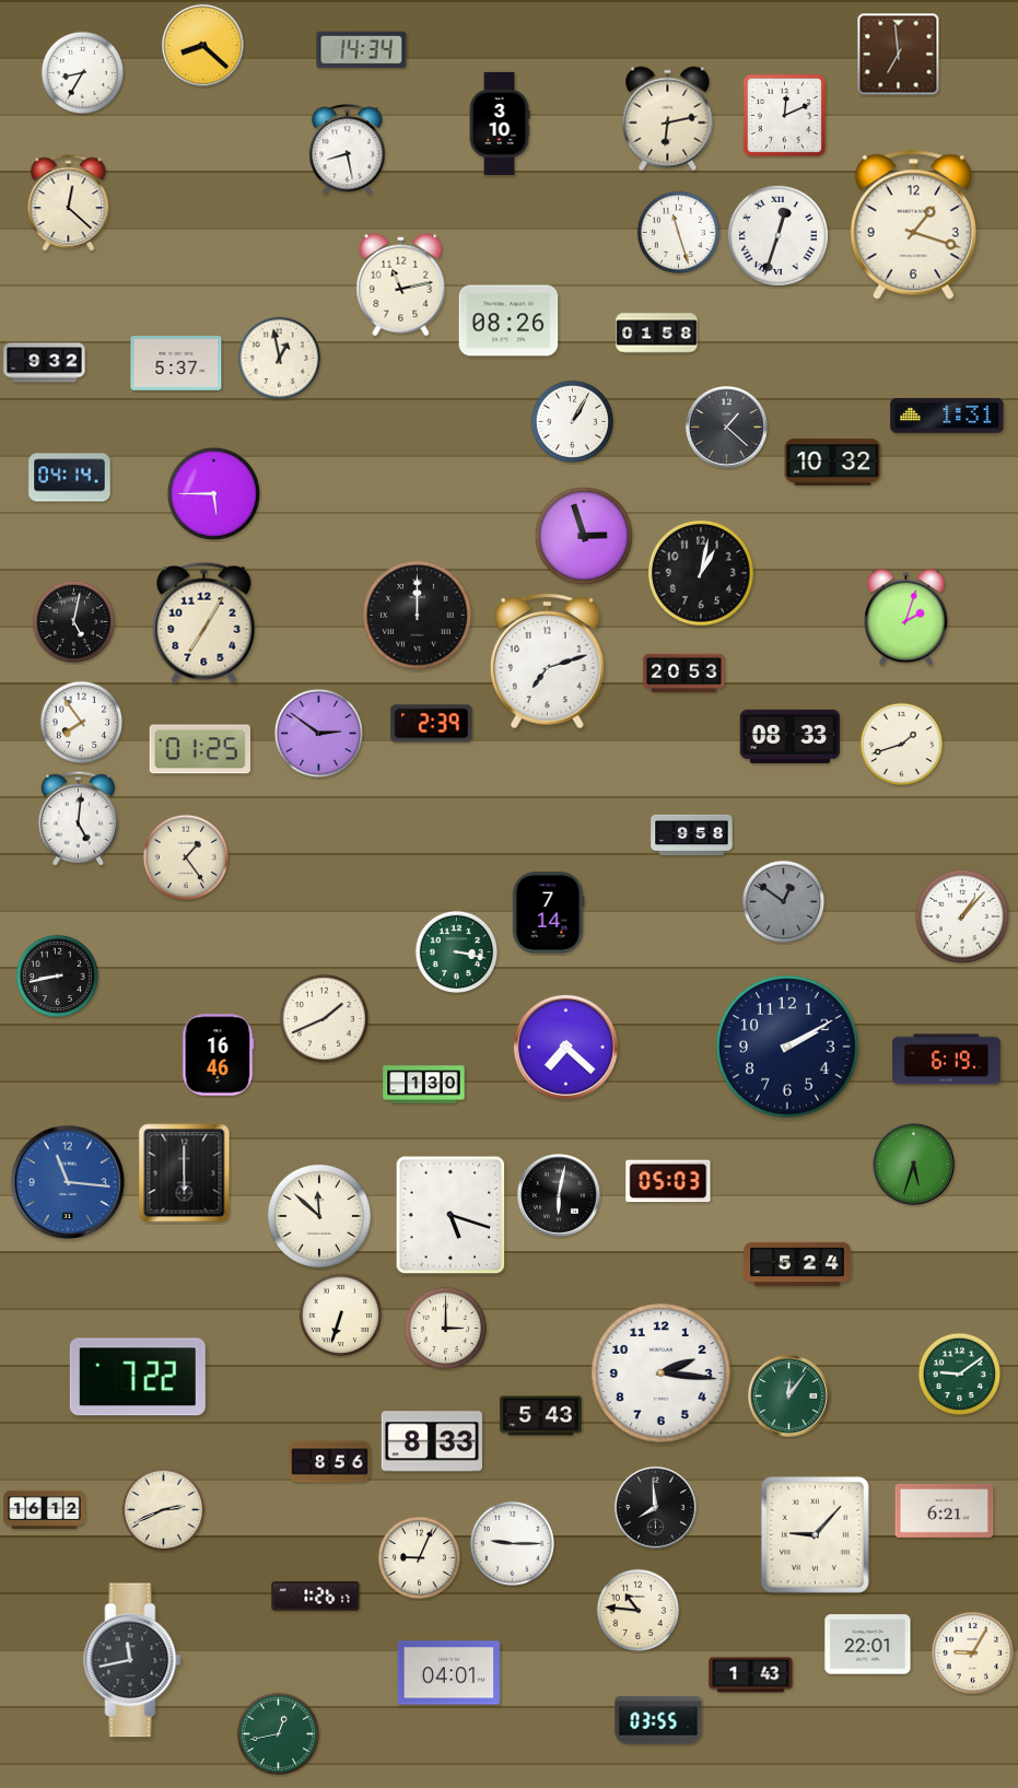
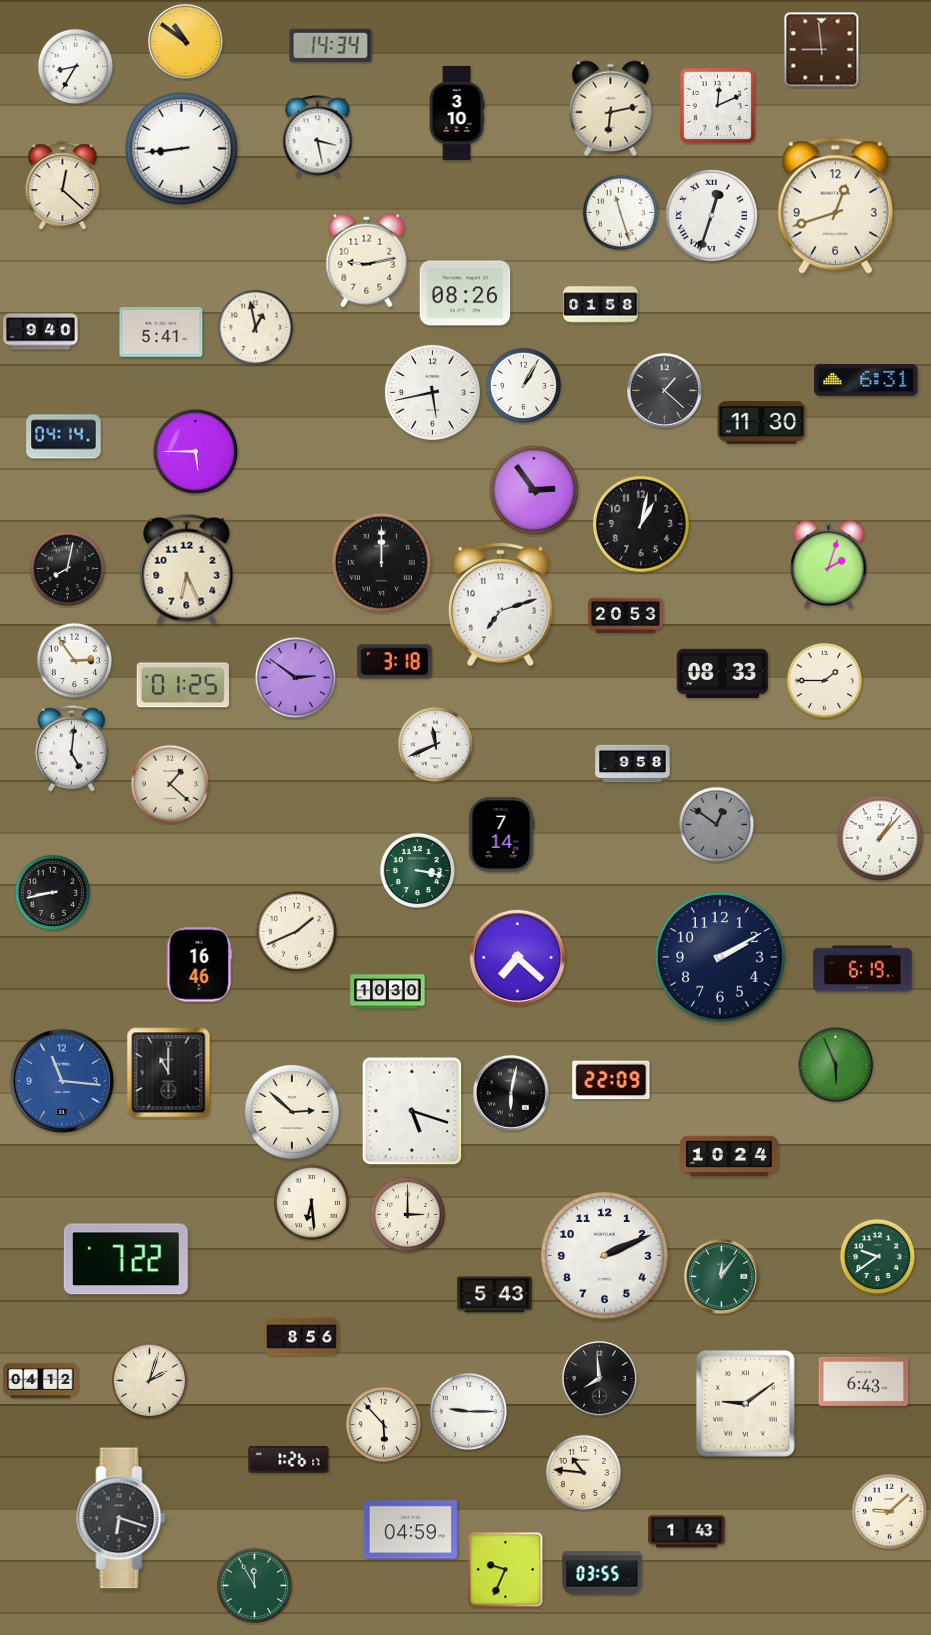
clock at (203, 46): 8:22 -> 10:51
clock at (899, 55): 6:59 -> 8:59
clock at (348, 150): 8:28 -> 3:28
clock at (182, 149): none -> 8:44
clock at (913, 224): 1:18 -> 12:42
clock at (401, 285): 11:13 -> 9:13
clock at (45, 363): 9:32 -> 9:40
clock at (176, 363): 5:37 -> 5:41
clock at (947, 416): 1:31 -> 6:31
clock at (432, 392): none -> 5:43
clock at (833, 463): 10:32 -> 11:30
clock at (584, 536): 2:57 -> 2:54
clock at (73, 621): 5:02 -> 8:02
clock at (204, 622): 7:05 -> 6:26
clock at (81, 722): 7:54 -> 2:54
clock at (432, 724): 2:39 -> 3:18
clock at (318, 733) position: (318, 733) -> (295, 677)
clock at (901, 744): 1:42 -> 1:45
clock at (435, 744): none -> 11:41
clock at (185, 856): 1:24 -> 1:22
clock at (947, 1060) position: (947, 1060) -> (863, 969)
clock at (424, 1085): 1:30 -> 10:30
clock at (914, 1165): 5:33 -> 5:56
clock at (185, 1173): 6:00 -> 11:00
clock at (668, 1181): 05:03 -> 22:09
clock at (319, 1216): 11:52 -> 2:52
clock at (797, 1264): 5:24 -> 10:24
clock at (340, 1314): 6:33 -> 6:29
clock at (662, 1374): 2:16 -> 2:11
clock at (959, 1374): 9:09 -> 9:39
clock at (431, 1441): 8:33 -> none
clock at (45, 1509): 16:12 -> 04:12
clock at (163, 1509): 2:41 -> 2:03
clock at (945, 1510): 6:21 -> 6:43
clock at (815, 1535): 9:07 -> 9:09
clock at (419, 1557): 9:04 -> 5:53
clock at (868, 1645): 22:01 -> none
clock at (972, 1652): 9:05 -> 9:08
clock at (132, 1660): 11:43 -> 6:18
clock at (448, 1673): 04:01 -> 04:59
clock at (506, 1570): none -> 9:34
clock at (278, 1733): 12:43 -> 11:55
